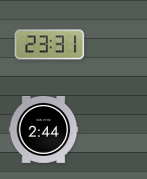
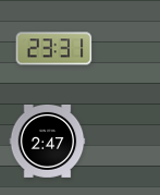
clock at (44, 129): 2:44 -> 2:47
